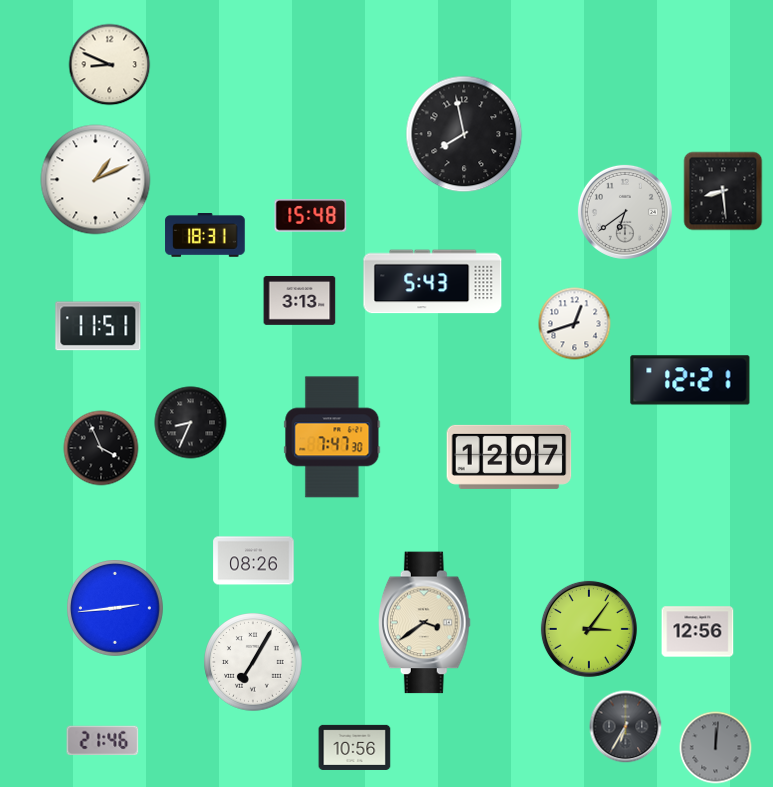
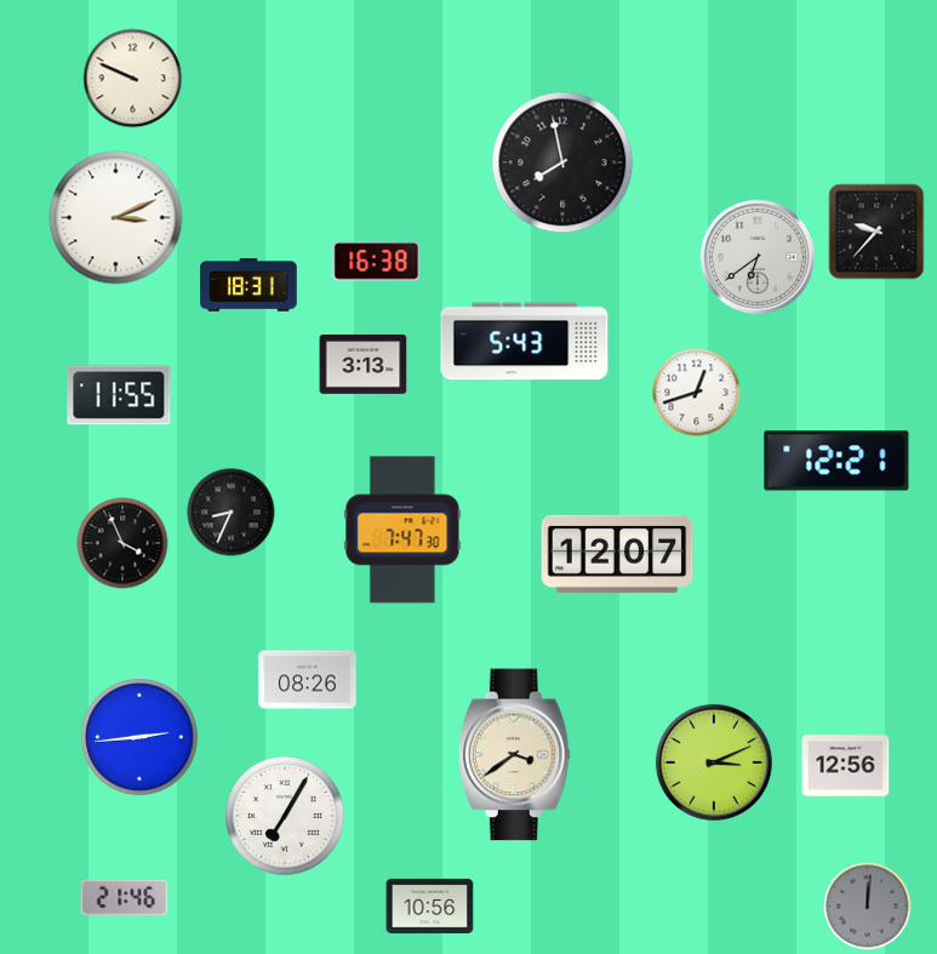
clock at (110, 65): 8:49 -> 9:49
clock at (96, 180): 1:11 -> 3:11
clock at (723, 191): 8:29 -> 9:37
clock at (311, 216): 15:48 -> 16:38
clock at (98, 326): 11:51 -> 11:55
clock at (589, 629): 3:06 -> 3:11
clock at (253, 662) position: (253, 662) -> (285, 816)
clock at (626, 727): 6:35 -> none
